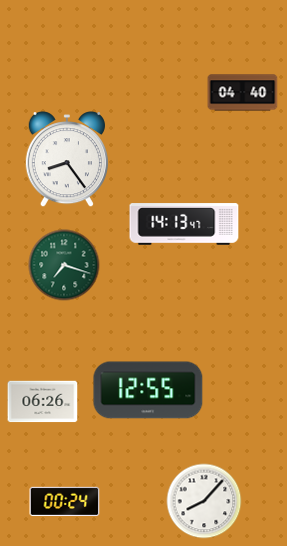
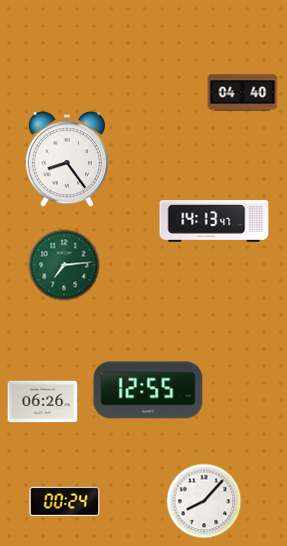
clock at (184, 224) position: (184, 224) -> (214, 221)
clock at (64, 265): 7:18 -> 7:14
